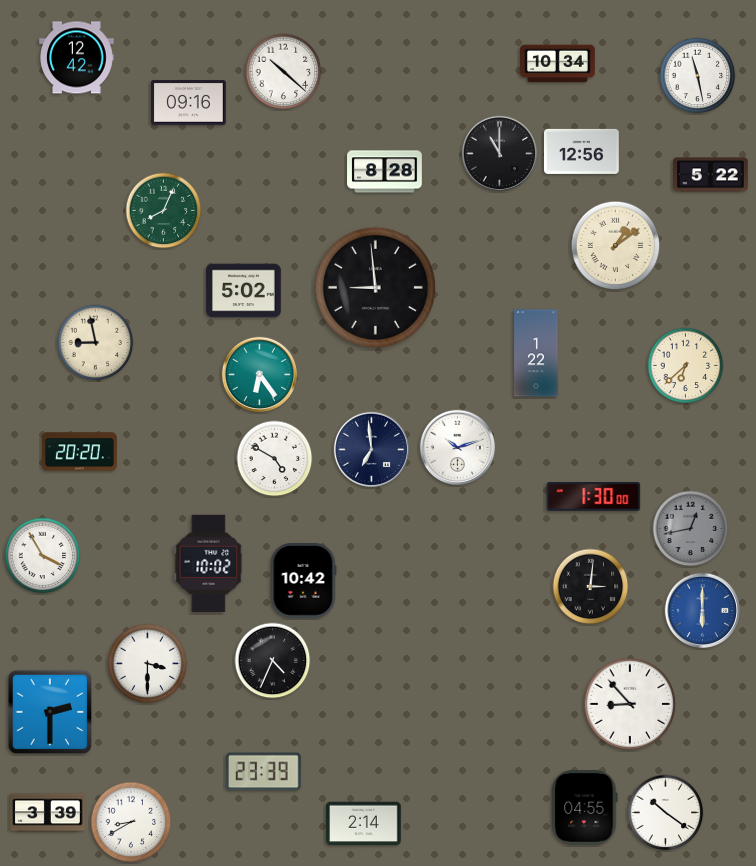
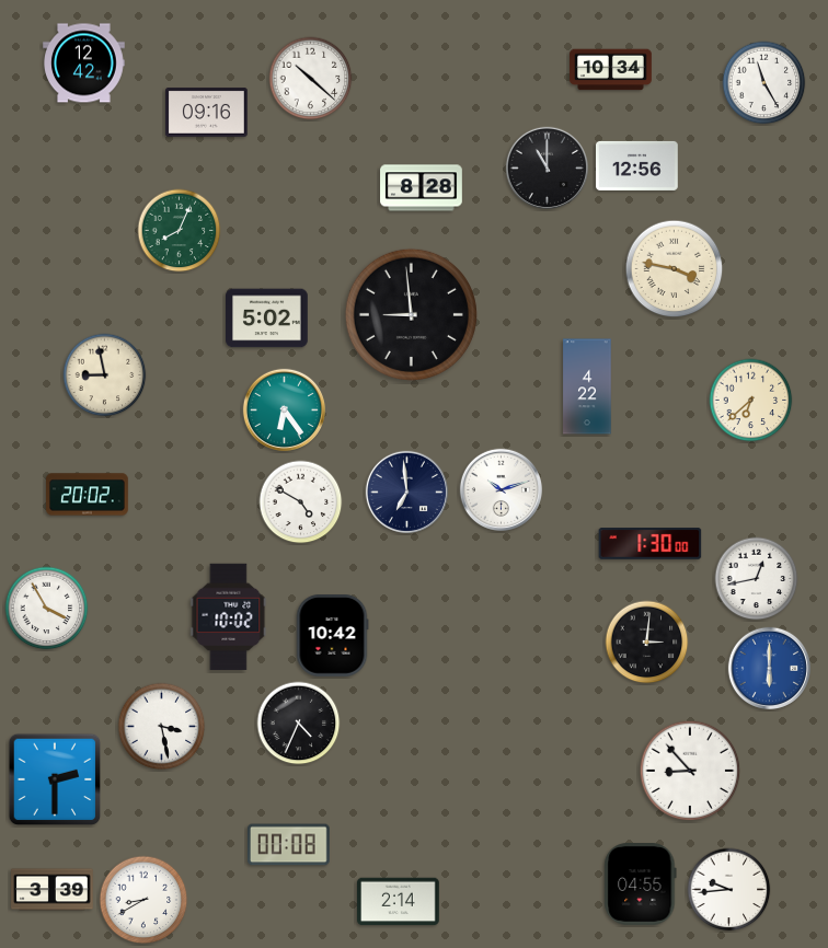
clock at (698, 76): 11:28 -> 11:25
clock at (711, 175): 5:22 -> none
clock at (616, 246): 1:09 -> 3:47
clock at (536, 353): 1:22 -> 4:22
clock at (80, 452): 20:20 -> 20:02
clock at (691, 529) dial: grey -> white
clock at (148, 664): 3:30 -> 3:28
clock at (263, 772): 23:39 -> 00:08
clock at (666, 813): 10:21 -> 9:44
